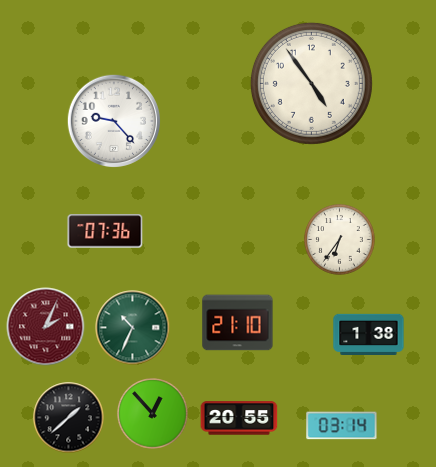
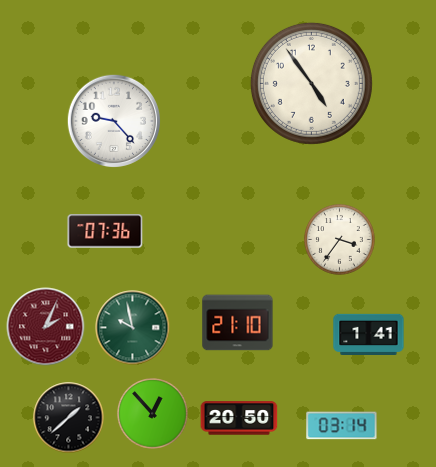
clock at (340, 240): 6:36 -> 3:36
clock at (133, 328): 10:34 -> 9:58
clock at (369, 334): 1:38 -> 1:41
clock at (239, 418): 20:55 -> 20:50
